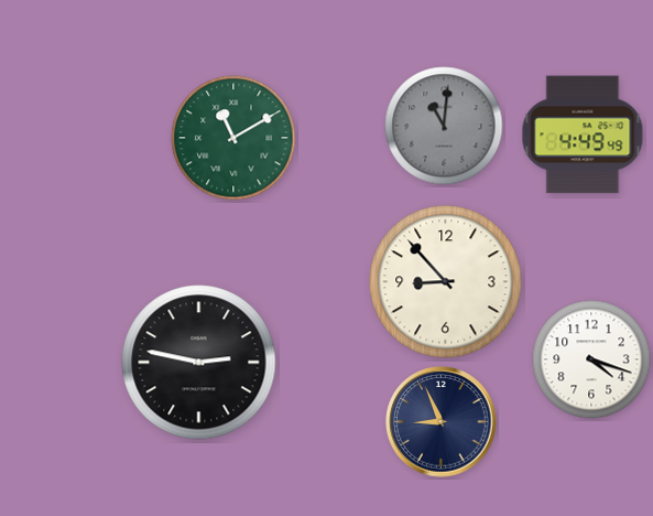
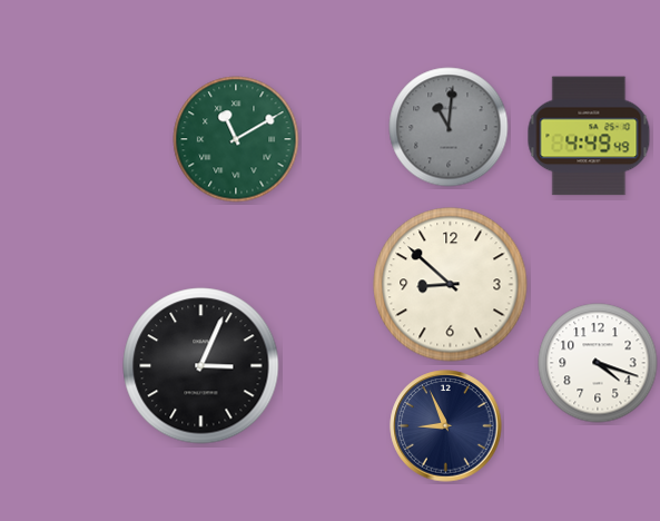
clock at (446, 282): 8:53 -> 8:52
clock at (199, 363): 2:47 -> 3:04
